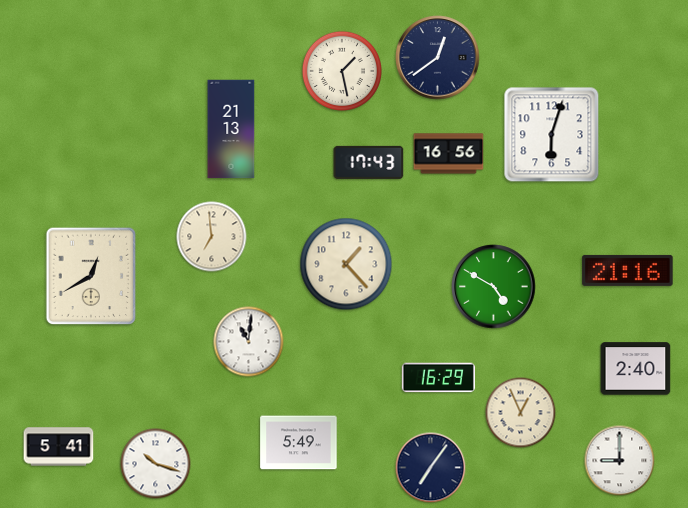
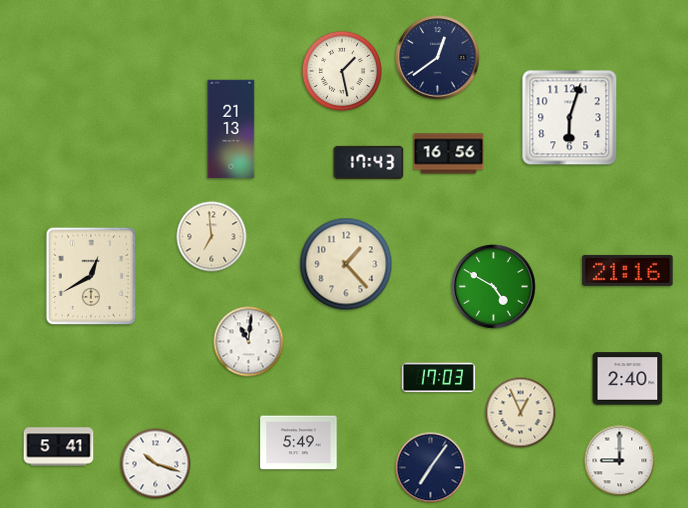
clock at (552, 135) position: (552, 135) -> (570, 118)
clock at (636, 369) position: (636, 369) -> (628, 379)
clock at (438, 378): 16:29 -> 17:03
